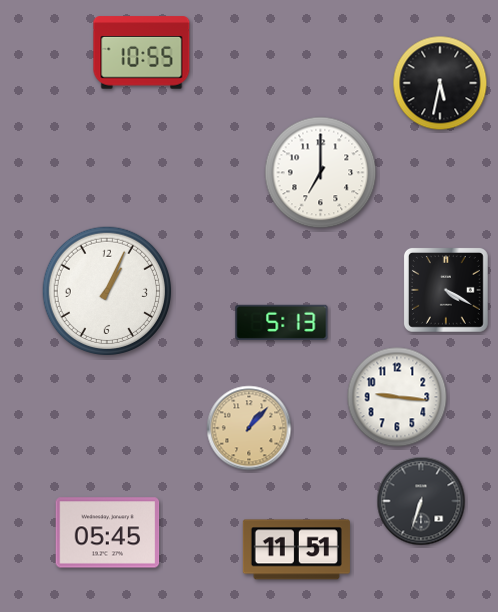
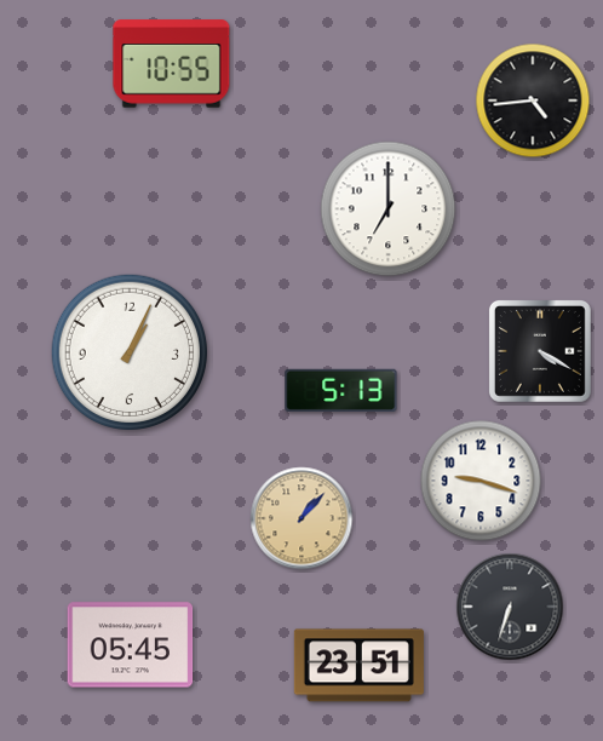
clock at (440, 83): 5:32 -> 4:44
clock at (397, 397): 9:16 -> 9:18
clock at (296, 550): 11:51 -> 23:51
